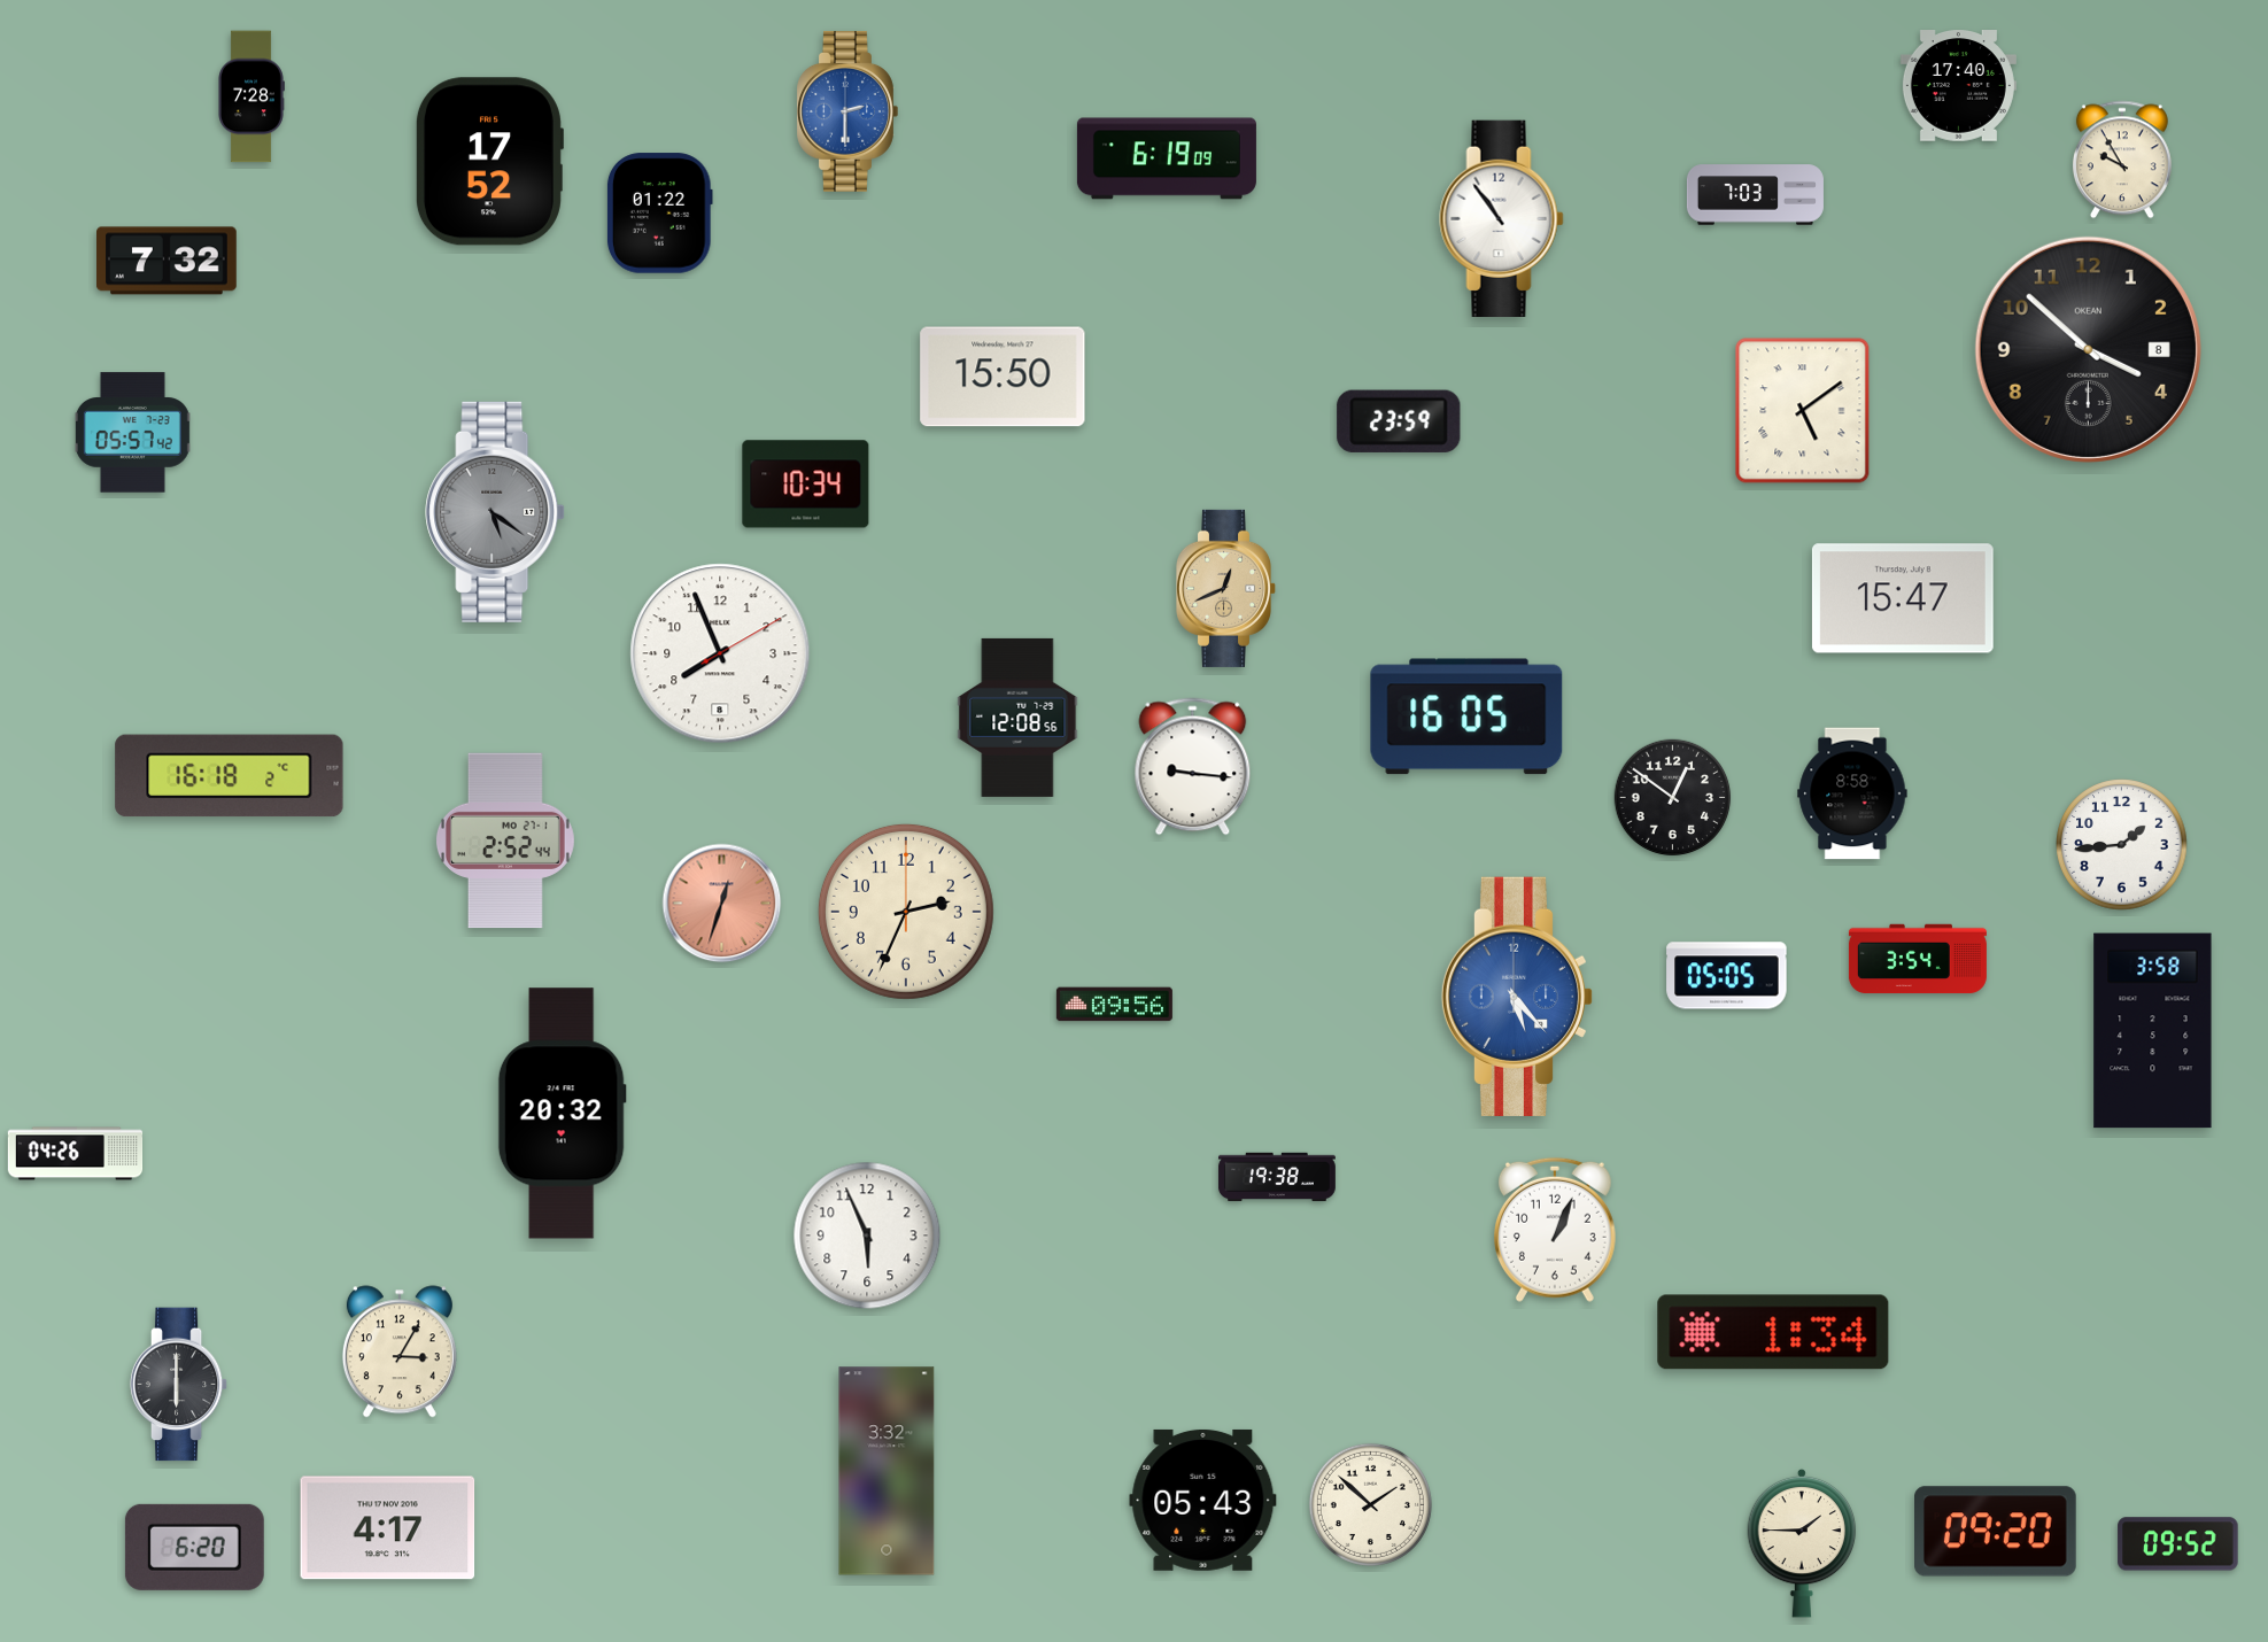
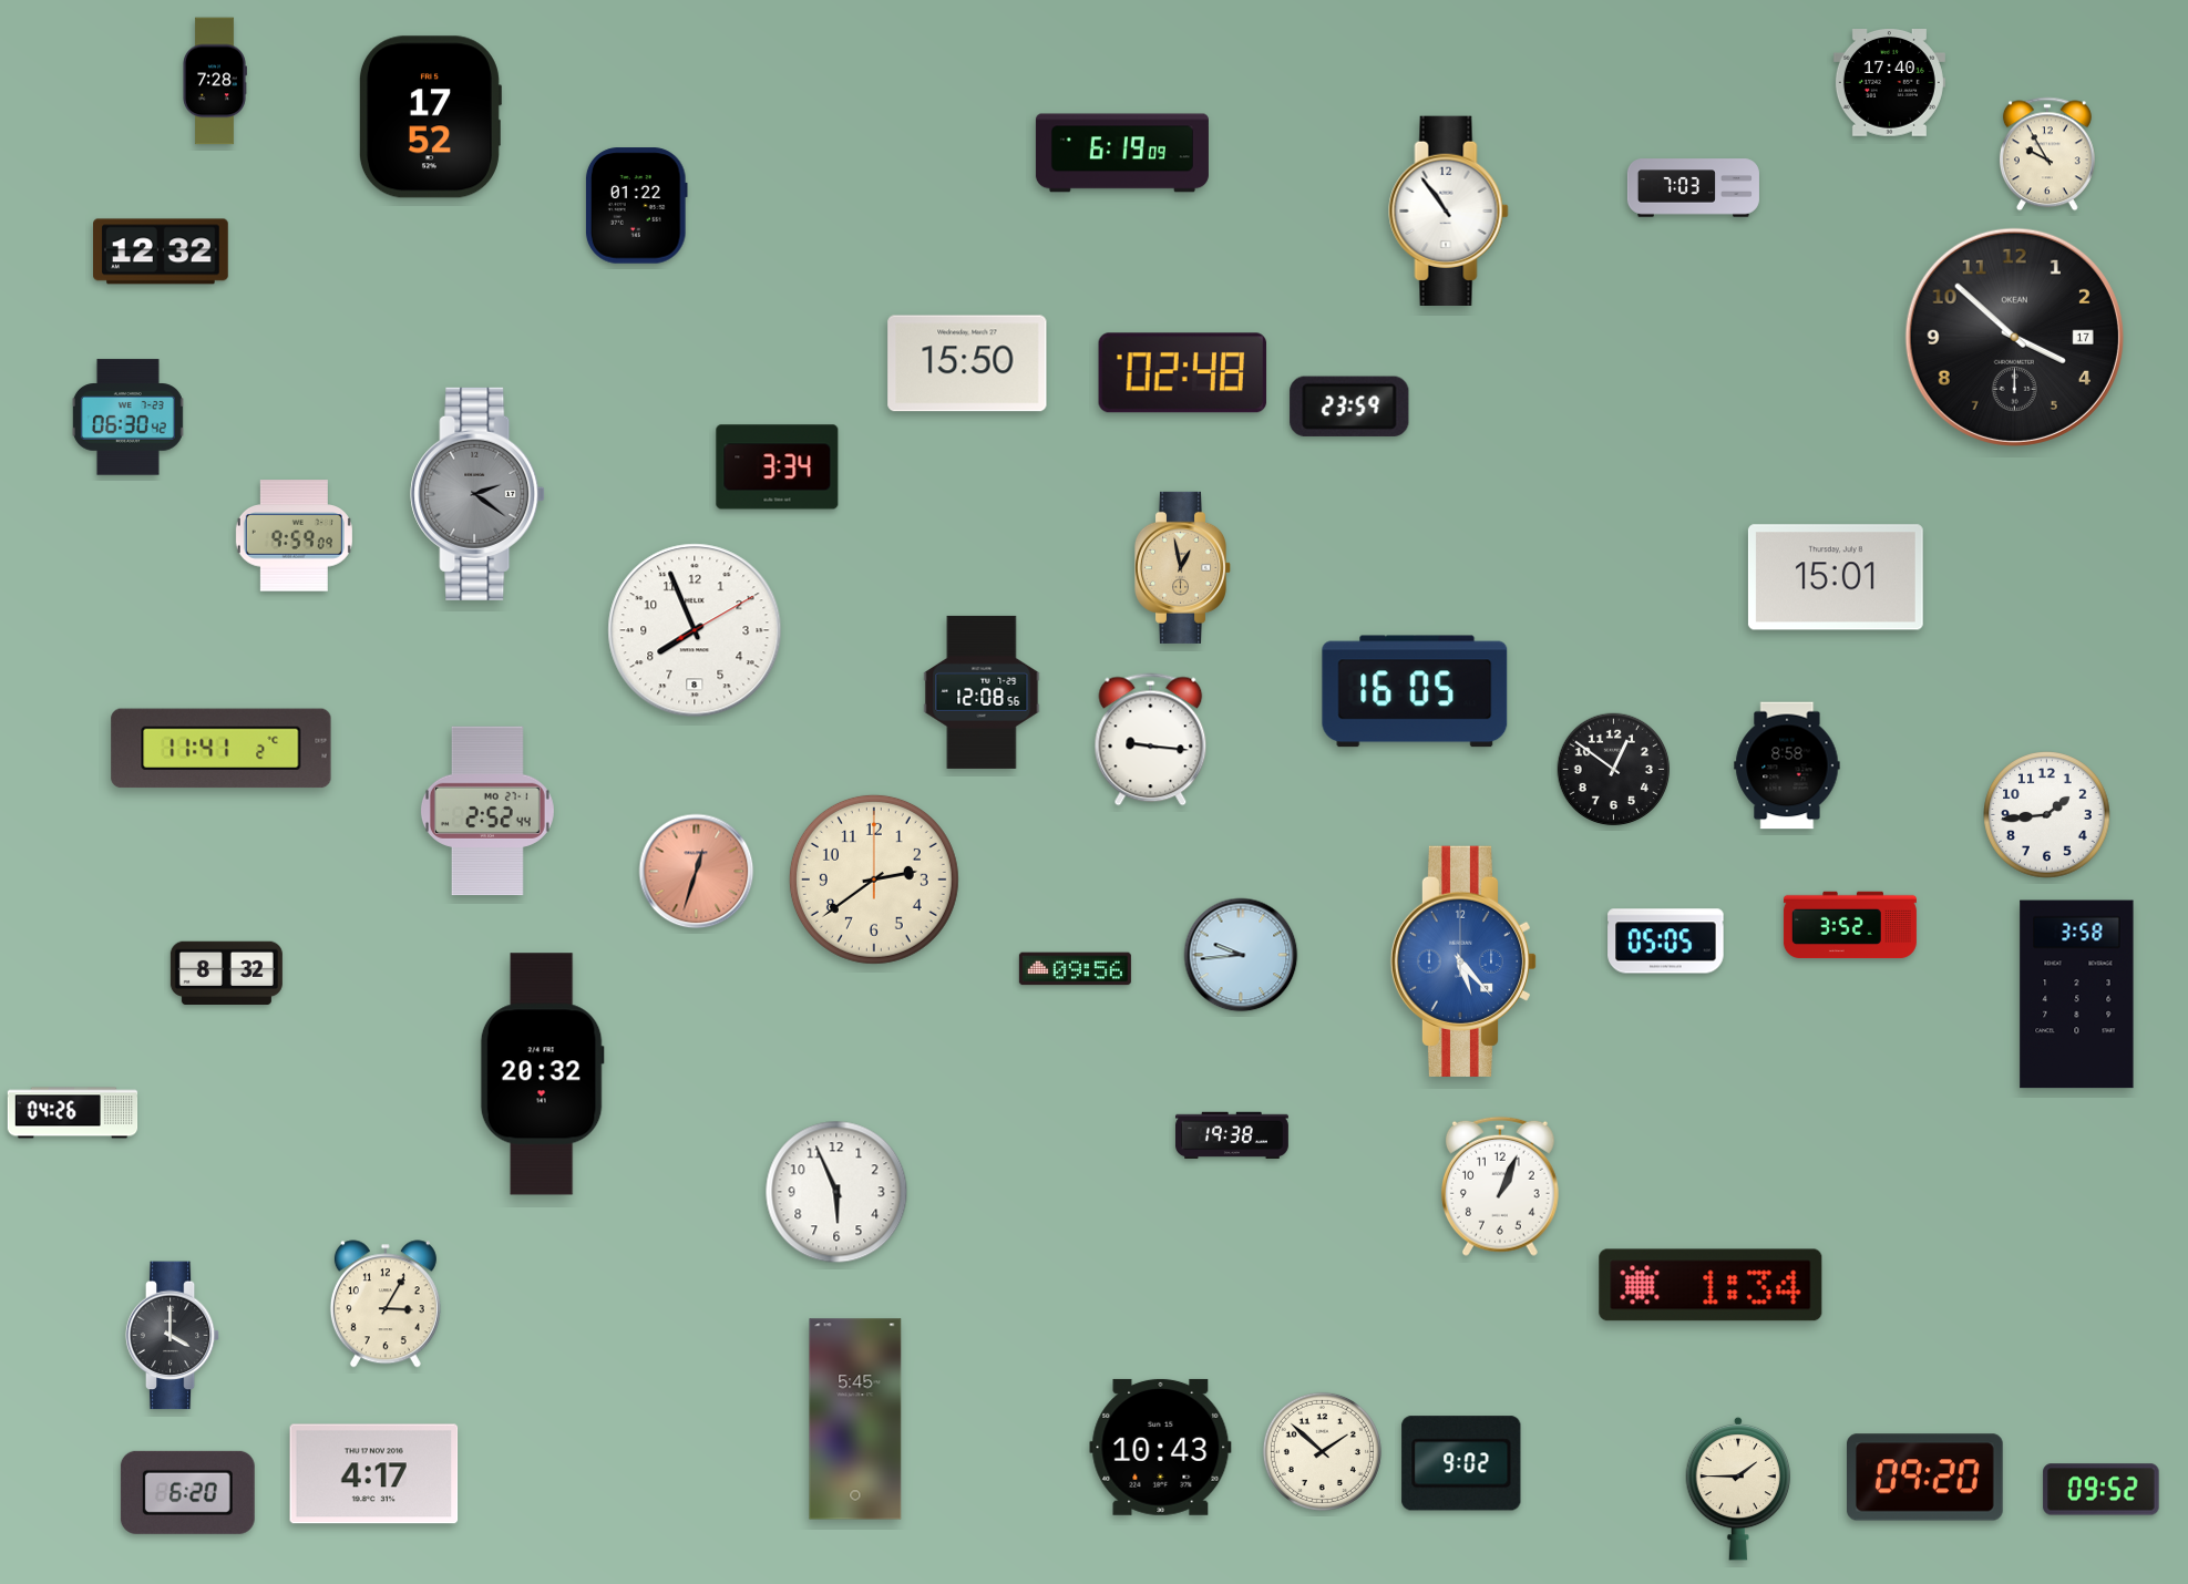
clock at (251, 96) position: (251, 96) -> (215, 81)
clock at (847, 111): 2:30 -> none
clock at (1167, 158) position: (1167, 158) -> (1122, 153)
clock at (489, 162) position: (489, 162) -> (430, 117)
clock at (168, 261): 7:32 -> 12:32
clock at (2088, 349) date: 8 -> 17
clock at (1183, 373): none -> 02:48
clock at (1803, 411): 5:09 -> none
clock at (132, 433): 05:57 -> 06:30
clock at (806, 485): 10:34 -> 3:34
clock at (495, 512): 5:21 -> 2:21
clock at (294, 536): none -> 9:59
clock at (1225, 588): 12:41 -> 12:58
clock at (1903, 598): 15:47 -> 15:01
clock at (230, 776): 16:18 -> 11:41
clock at (906, 912): 2:34 -> 2:39
clock at (1918, 959): 3:54 -> 3:52
clock at (1241, 955): none -> 9:44
clock at (226, 973): none -> 8:32
clock at (179, 1385): 6:00 -> 4:00
clock at (887, 1471): 3:32 -> 5:45
clock at (1203, 1500): 05:43 -> 10:43
clock at (1461, 1463): none -> 9:02
